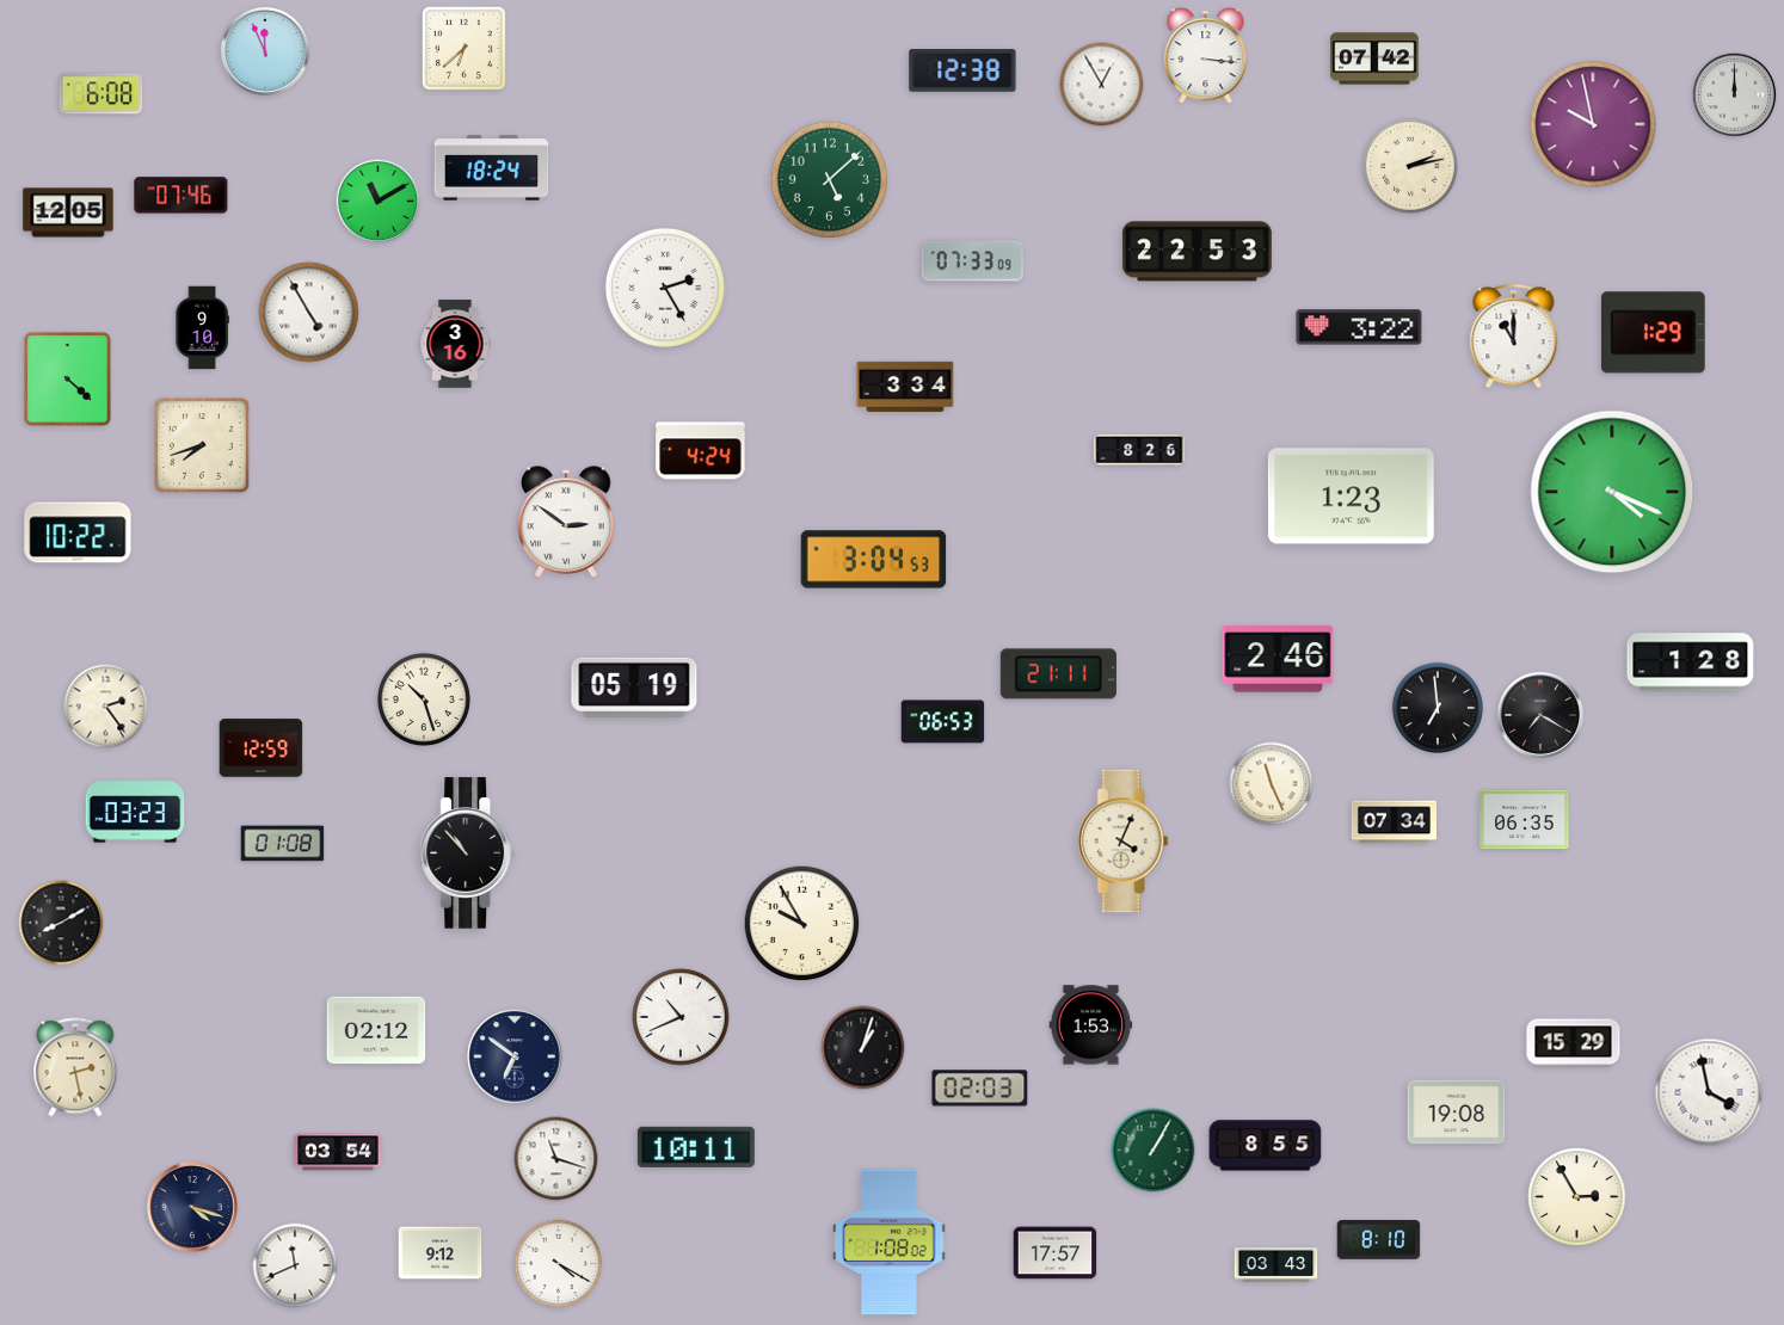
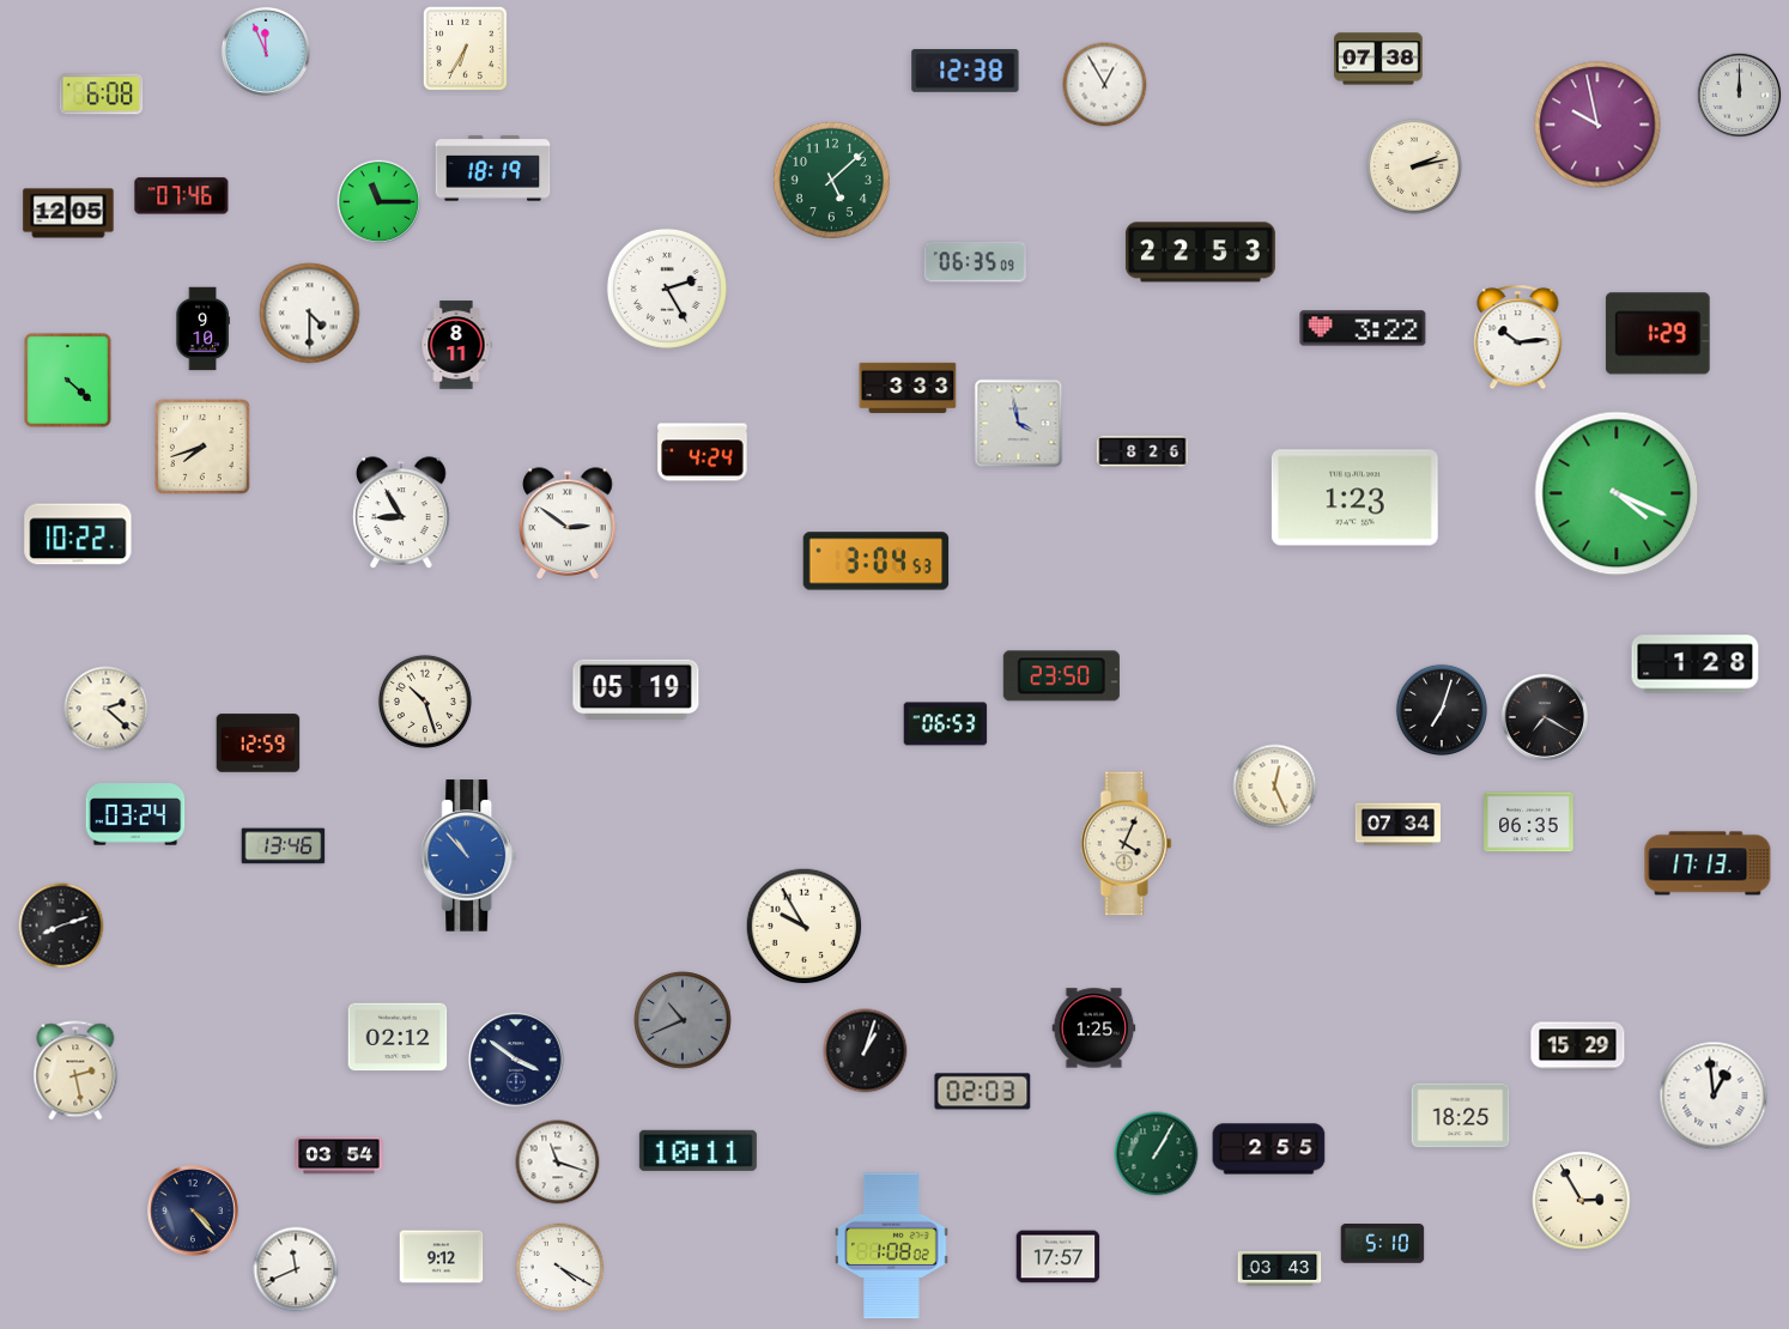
clock at (463, 48): 6:38 -> 6:35
clock at (1206, 56): 3:16 -> none
clock at (1374, 58): 07:42 -> 07:38
clock at (492, 168): 18:24 -> 18:19
clock at (379, 202): 11:10 -> 11:15
clock at (972, 261): 07:33 -> 06:35
clock at (309, 313): 4:55 -> 4:30
clock at (1514, 337): 11:00 -> 10:14
clock at (455, 344): 3:16 -> 8:11
clock at (905, 387): 3:34 -> 3:33
clock at (1019, 424): none -> 3:58
clock at (401, 512): none -> 8:55
clock at (1278, 659): 2:46 -> none
clock at (1058, 674): 21:11 -> 23:50
clock at (106, 707): 2:24 -> 2:22
clock at (1437, 707): 6:59 -> 7:03
clock at (262, 748) position: (262, 748) -> (259, 744)
clock at (1272, 784): 11:26 -> 12:26
clock at (135, 812): 03:23 -> 03:24
clock at (283, 844): 01:08 -> 13:46
clock at (468, 853) dial: black -> blue
clock at (1708, 863): none -> 17:13
clock at (61, 923): 8:10 -> 8:12
clock at (681, 1017) dial: white -> grey
clock at (1091, 1025): 1:53 -> 1:25
clock at (376, 1030) position: (376, 1030) -> (398, 1037)
clock at (515, 1056): 6:51 -> 3:51
clock at (1709, 1092): 3:58 -> 12:59
clock at (1457, 1113): 19:08 -> 18:25
clock at (1266, 1146): 8:55 -> 2:55
clock at (193, 1208): 4:18 -> 4:23
clock at (1379, 1240): 8:10 -> 5:10
